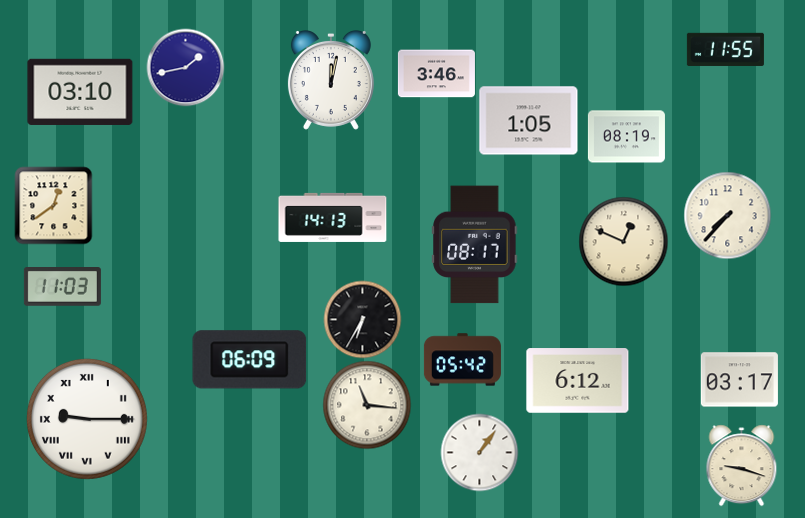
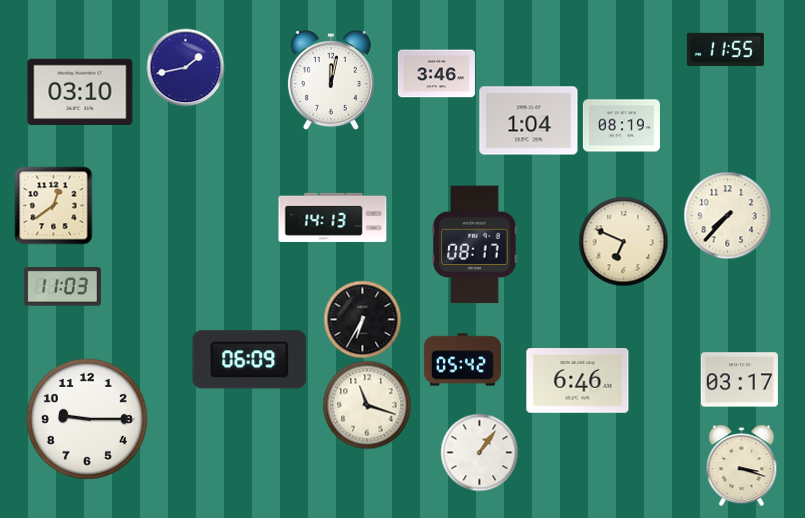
clock at (529, 121): 1:05 -> 1:04
clock at (626, 137) position: (626, 137) -> (621, 126)
clock at (623, 241): 12:49 -> 6:49
clock at (578, 381): 6:12 -> 6:46
clock at (367, 405): 11:16 -> 11:18
clock at (87, 419) numerals: Roman -> Arabic
clock at (742, 465): 9:18 -> 3:18
